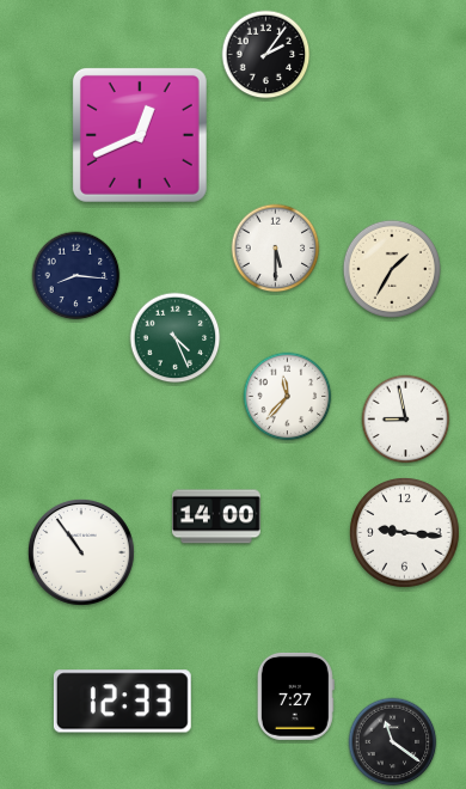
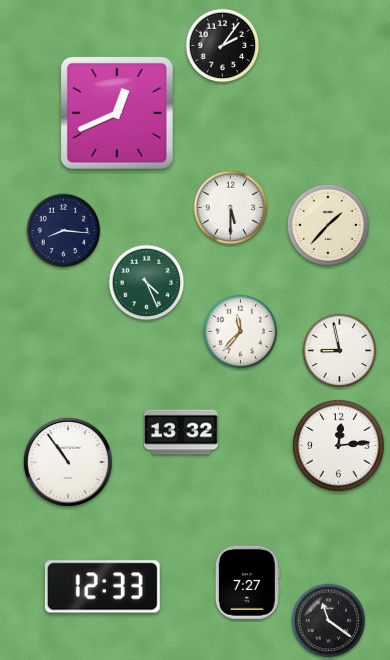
clock at (392, 269): 1:35 -> 1:37
clock at (217, 516): 14:00 -> 13:32
clock at (405, 533): 9:16 -> 12:14
